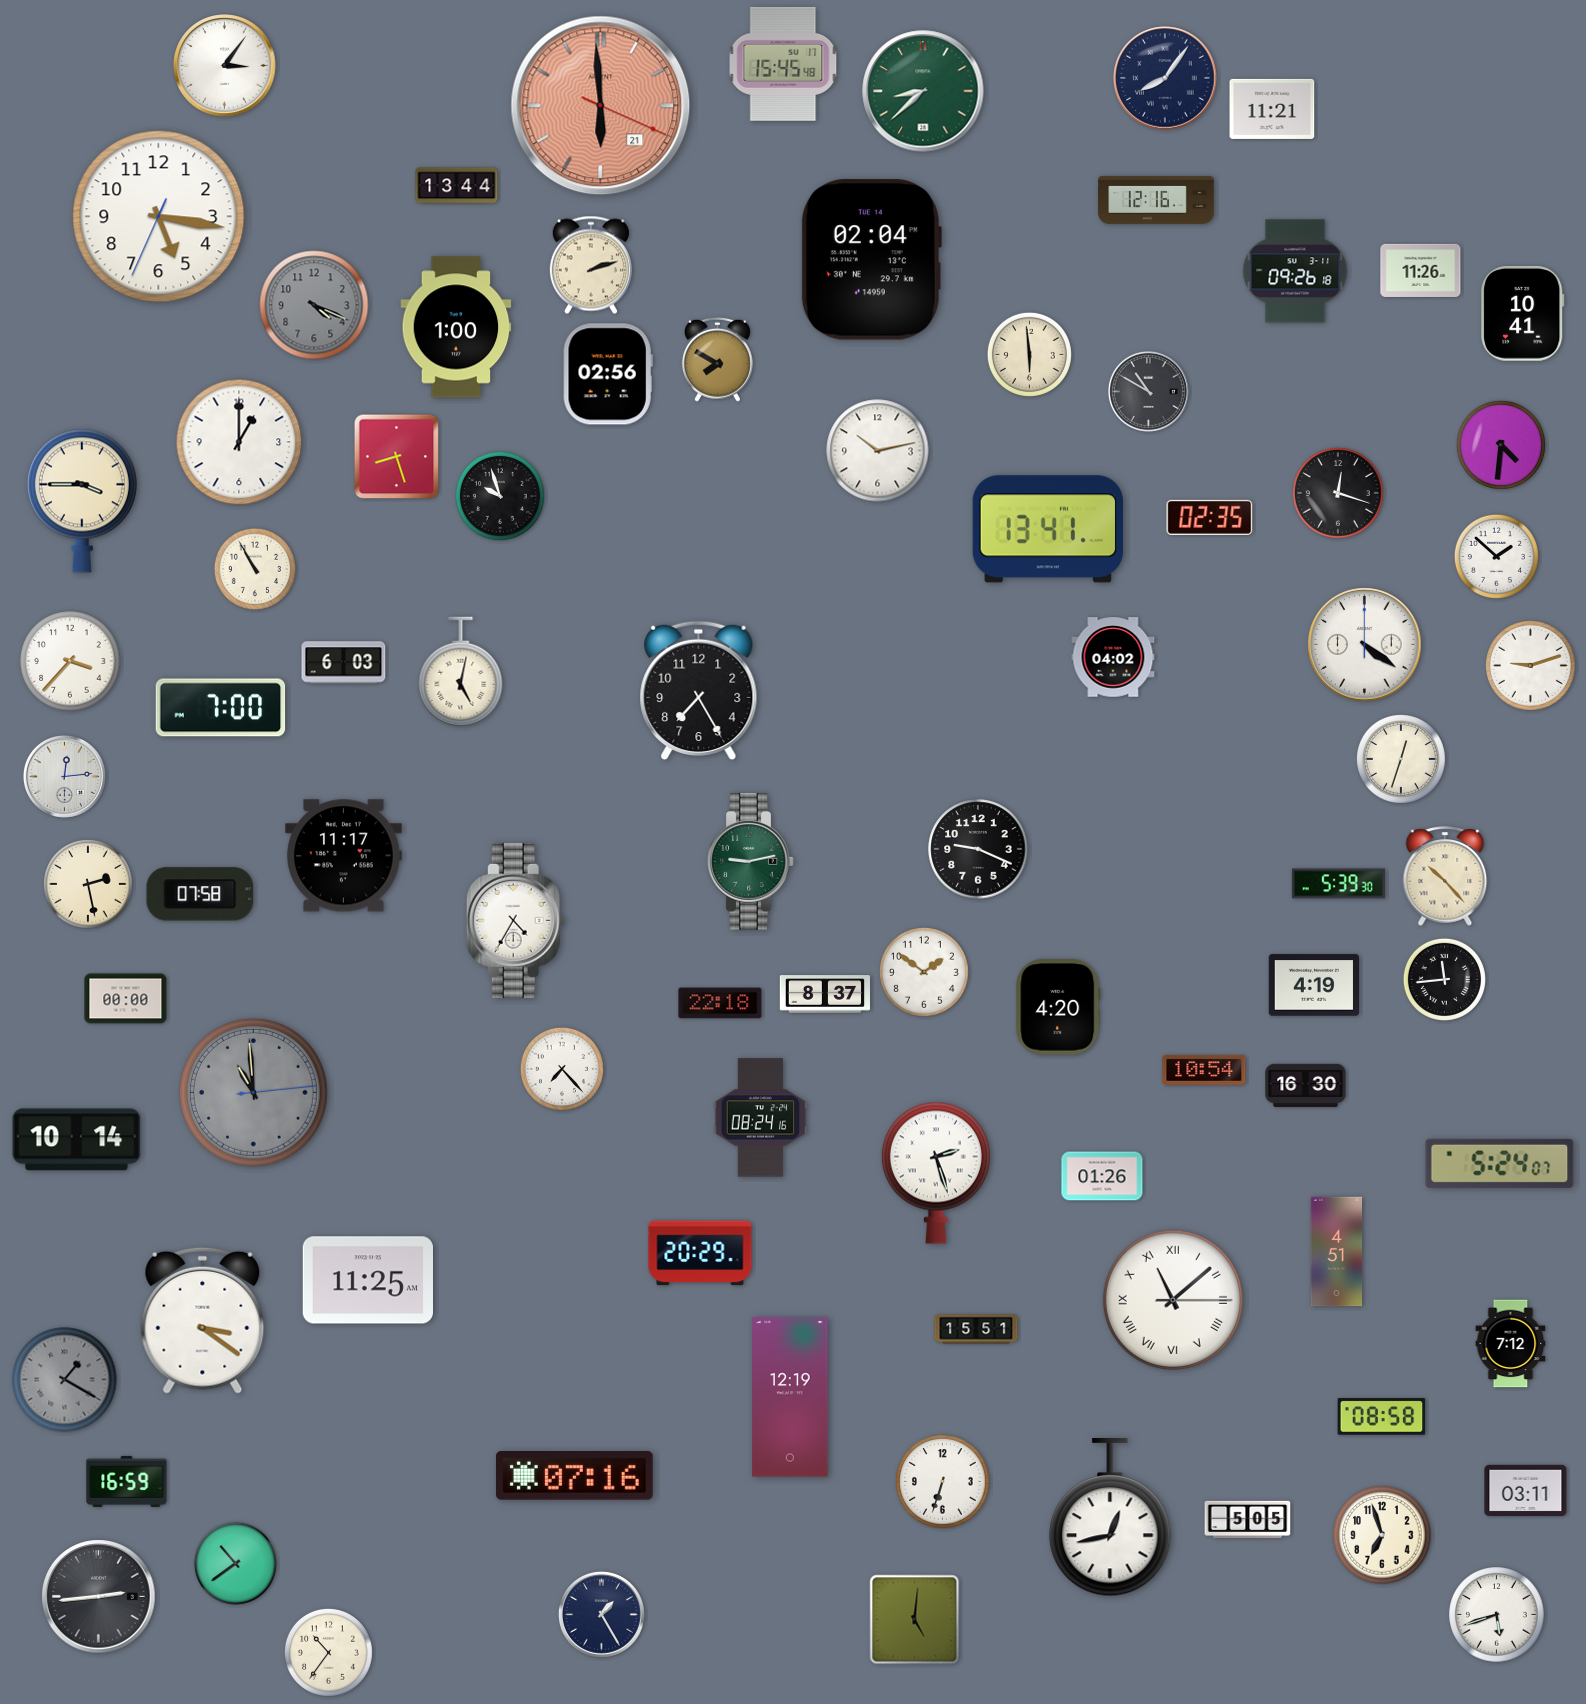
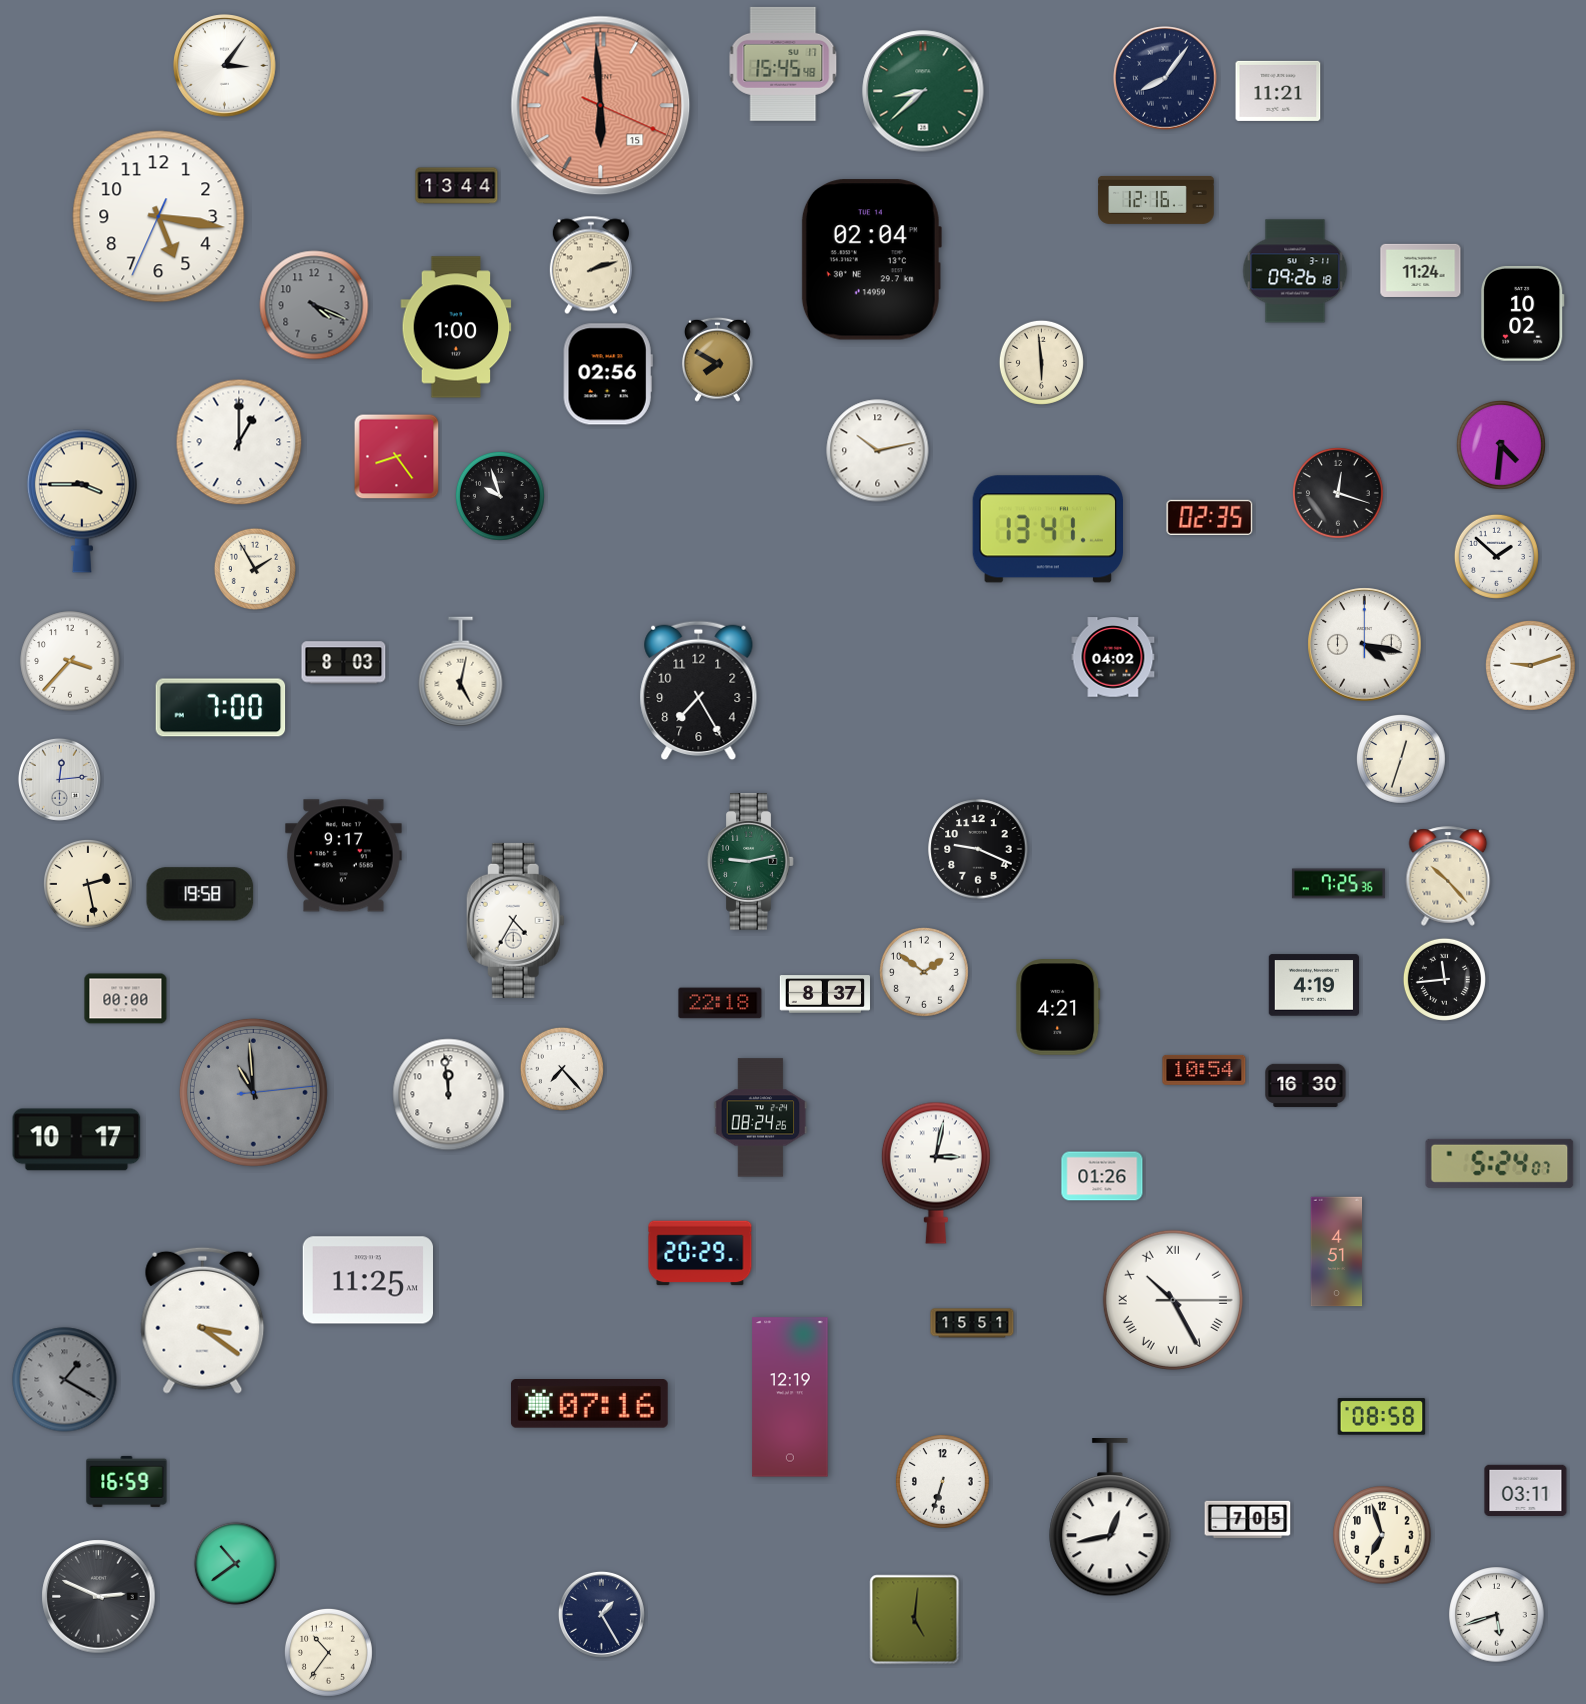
clock at (601, 106) date: 21 -> 15
clock at (1272, 109) position: (1272, 109) -> (1278, 91)
clock at (1421, 270): 11:26 -> 11:24
clock at (1523, 313): 10:41 -> 10:02
clock at (1029, 354) position: (1029, 354) -> (1041, 362)
clock at (1148, 391): 10:50 -> none
clock at (397, 457): 8:27 -> 8:24
clock at (254, 568): 10:55 -> 1:55
clock at (1365, 645): 4:21 -> 4:17
clock at (344, 663): 6:03 -> 8:03
clock at (64, 776) position: (64, 776) -> (59, 779)
clock at (344, 856): 11:17 -> 9:17
clock at (1445, 876) position: (1445, 876) -> (1448, 876)
clock at (1338, 884): 5:39 -> 7:25
clock at (200, 894): 07:58 -> 19:58
clock at (1058, 1007): 4:20 -> 4:21
clock at (449, 1095): none -> 11:59
clock at (761, 1118): 08:24:16 -> 08:24:26
clock at (77, 1140): 10:14 -> 10:17
clock at (936, 1173): 2:27 -> 3:02
clock at (1173, 1300): 11:08 -> 10:25
clock at (976, 1329) position: (976, 1329) -> (972, 1323)
clock at (1511, 1344): 7:12 -> none
clock at (574, 1476) position: (574, 1476) -> (589, 1404)
clock at (1248, 1520): 5:05 -> 7:05
clock at (99, 1597): 2:44 -> 2:49
